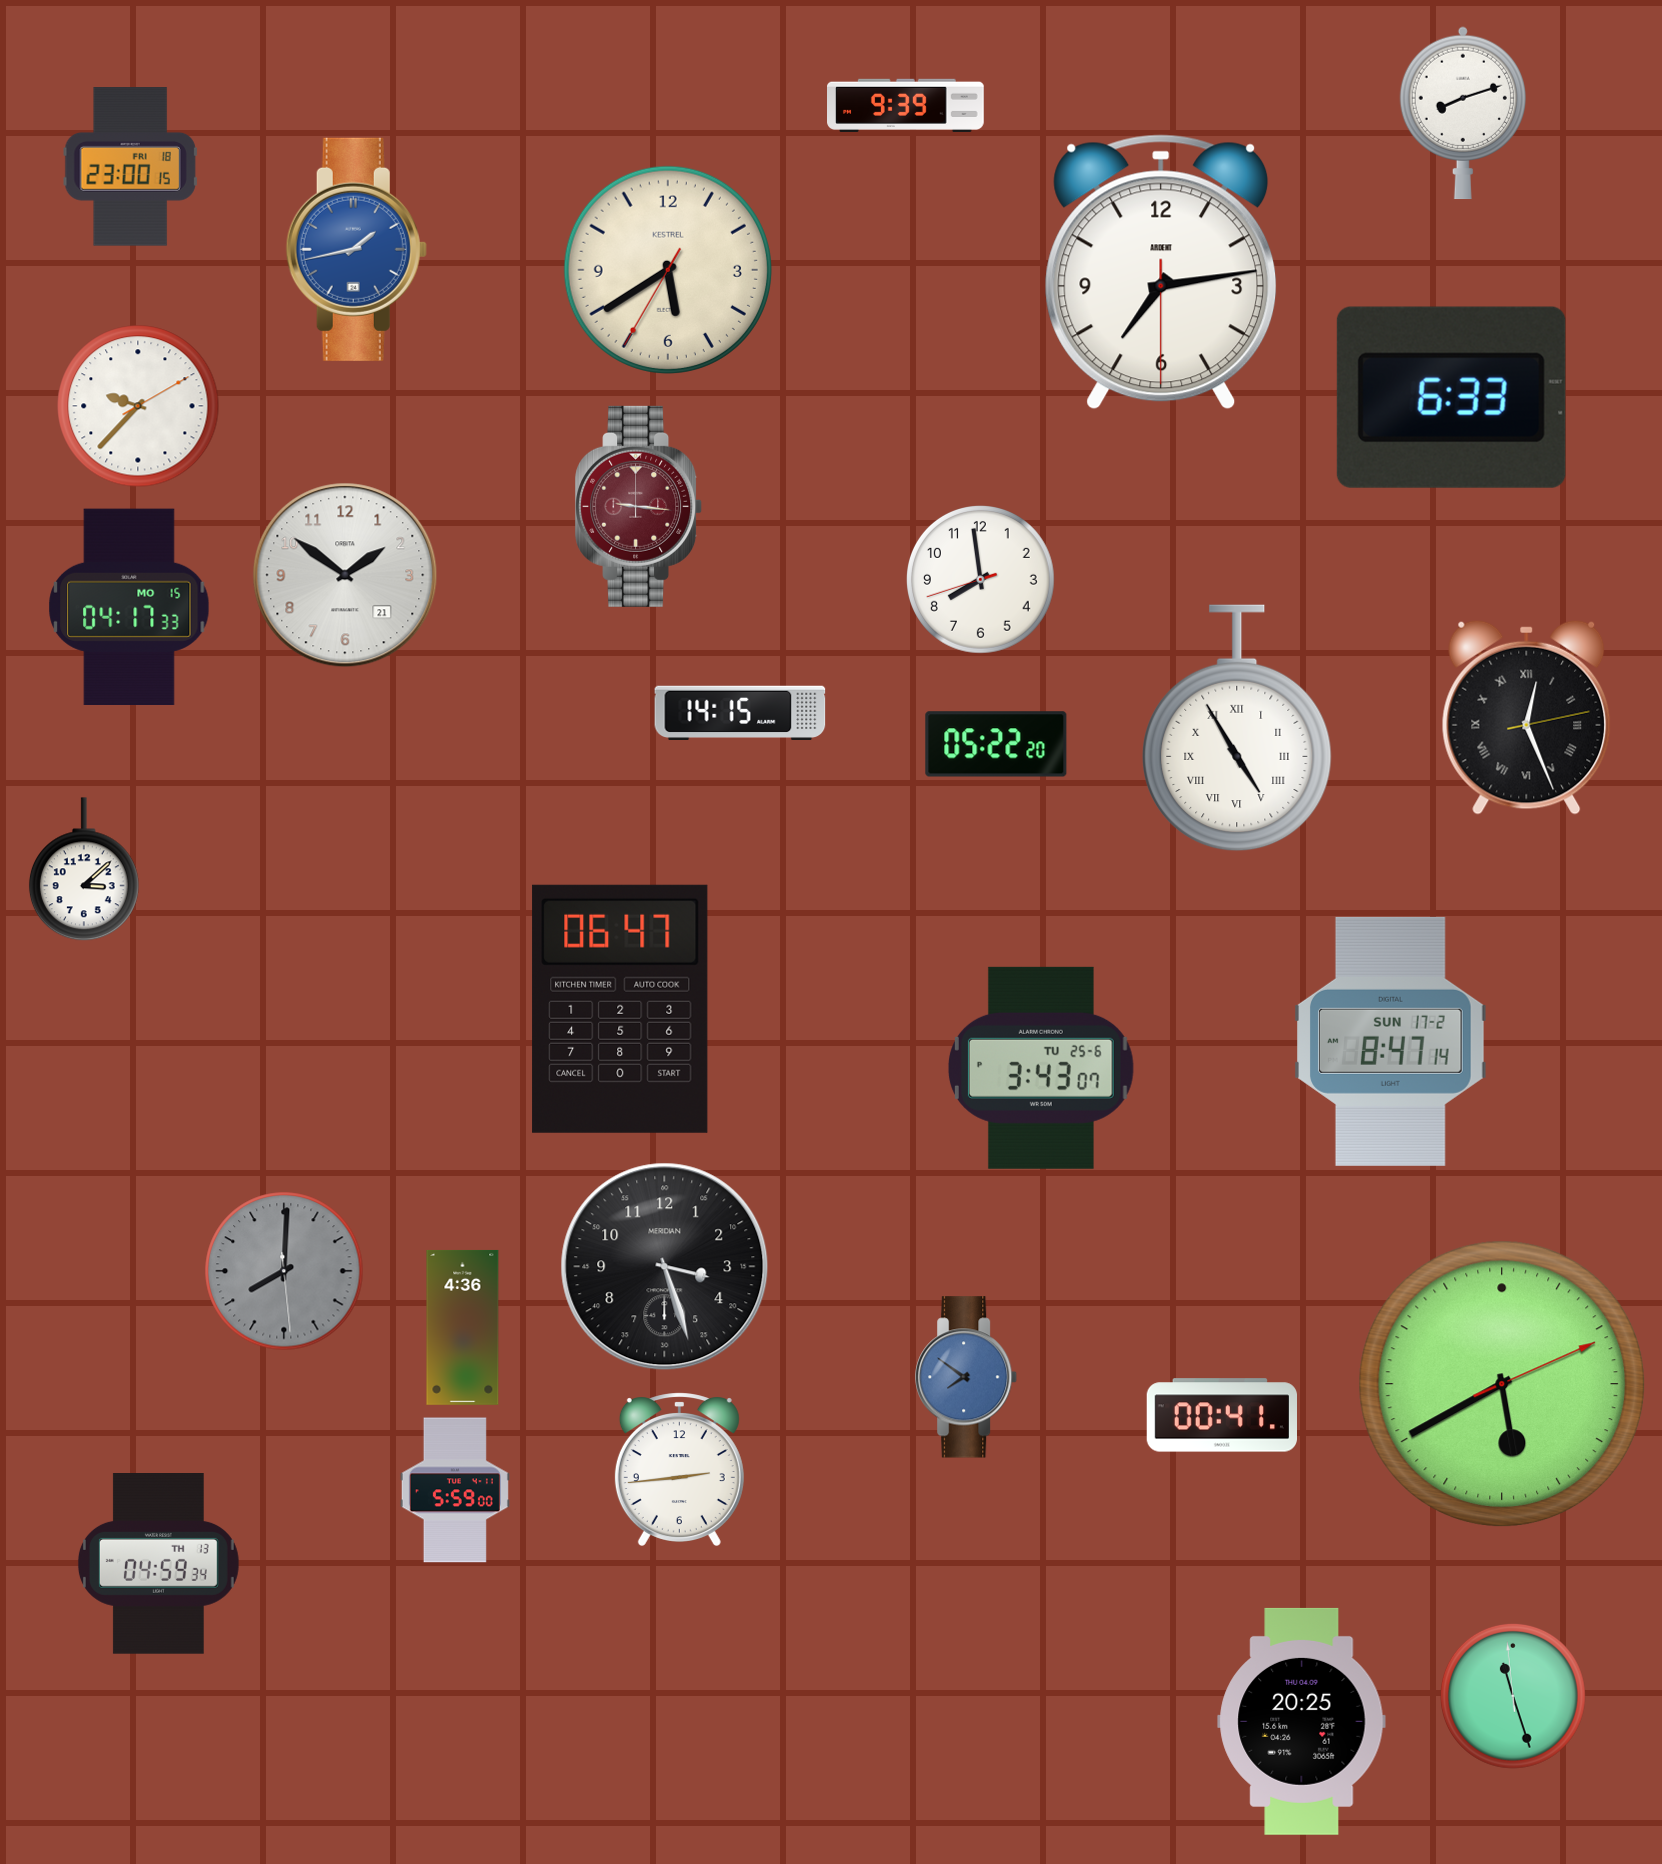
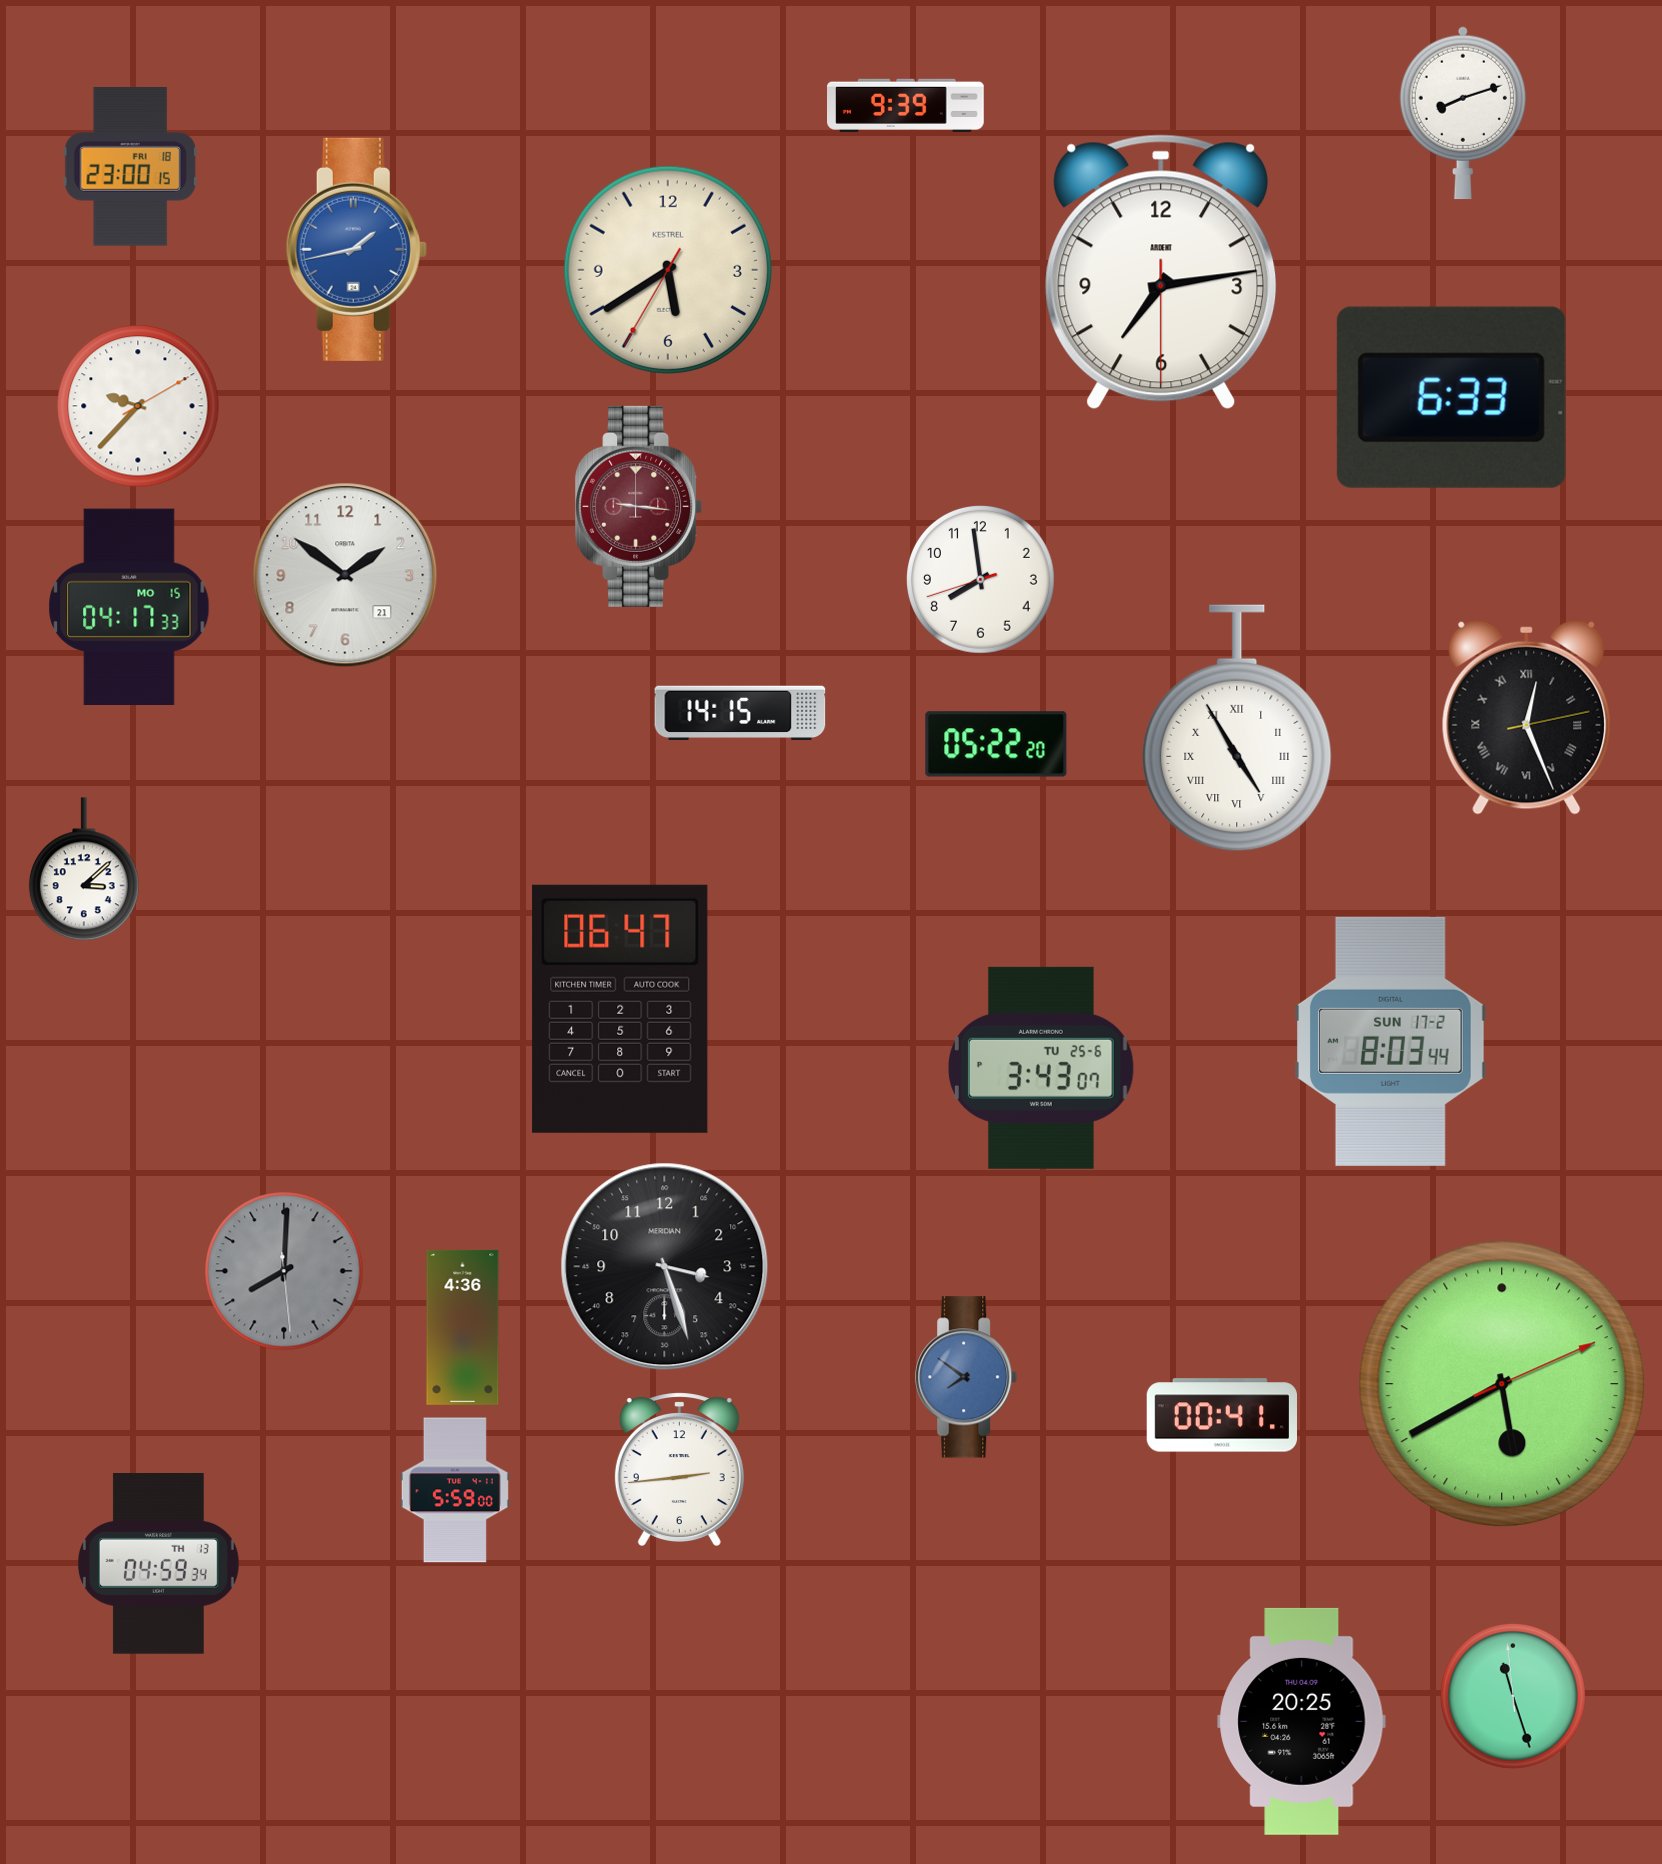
clock at (1391, 1041): 8:47 -> 8:03
